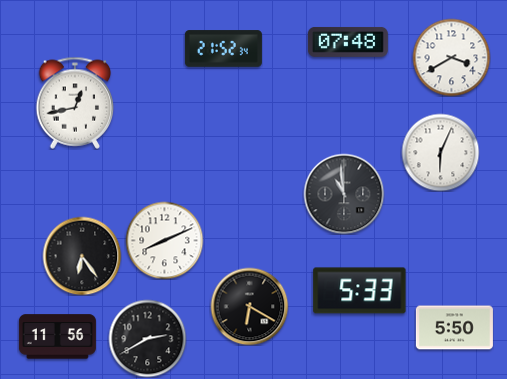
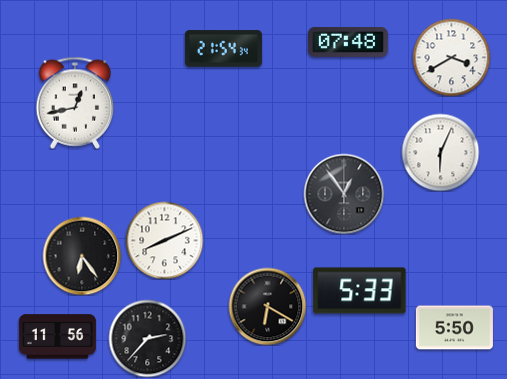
clock at (223, 49): 21:52 -> 21:54
clock at (344, 194): 10:59 -> 12:54
clock at (249, 306) position: (249, 306) -> (267, 306)
clock at (147, 338): 2:40 -> 2:37
